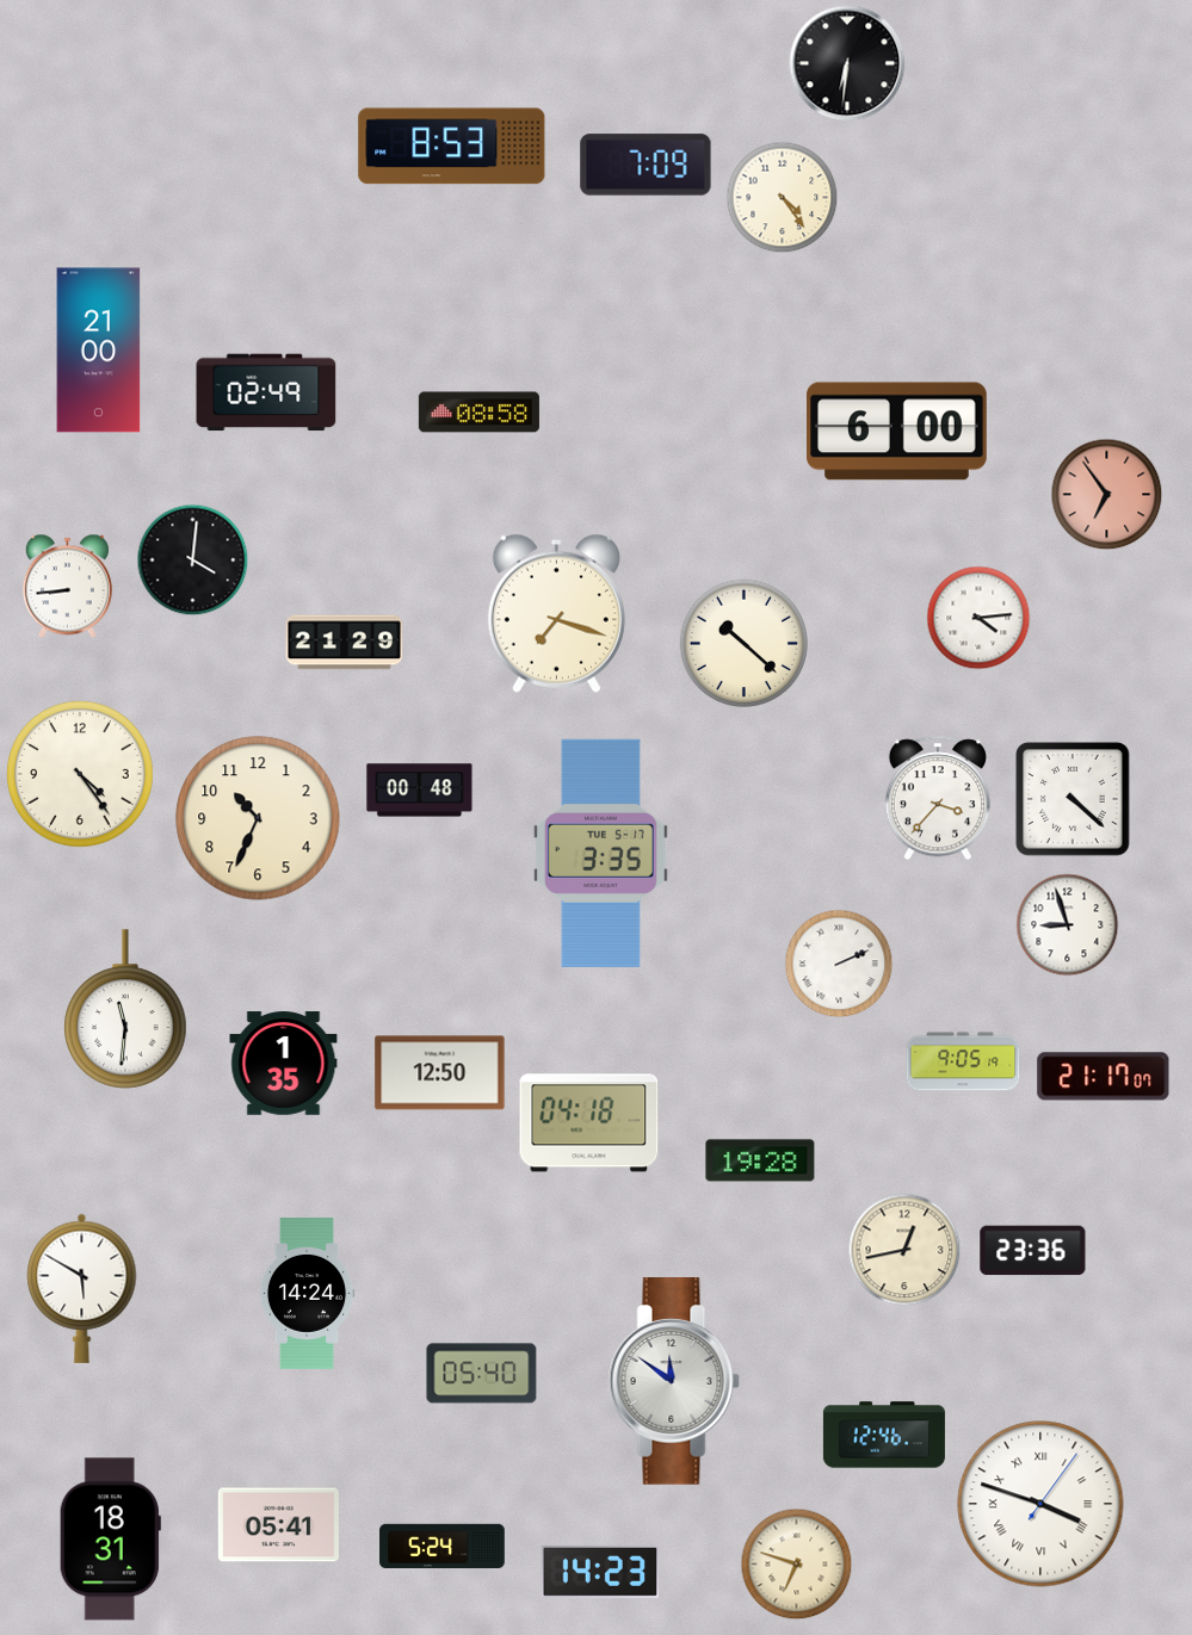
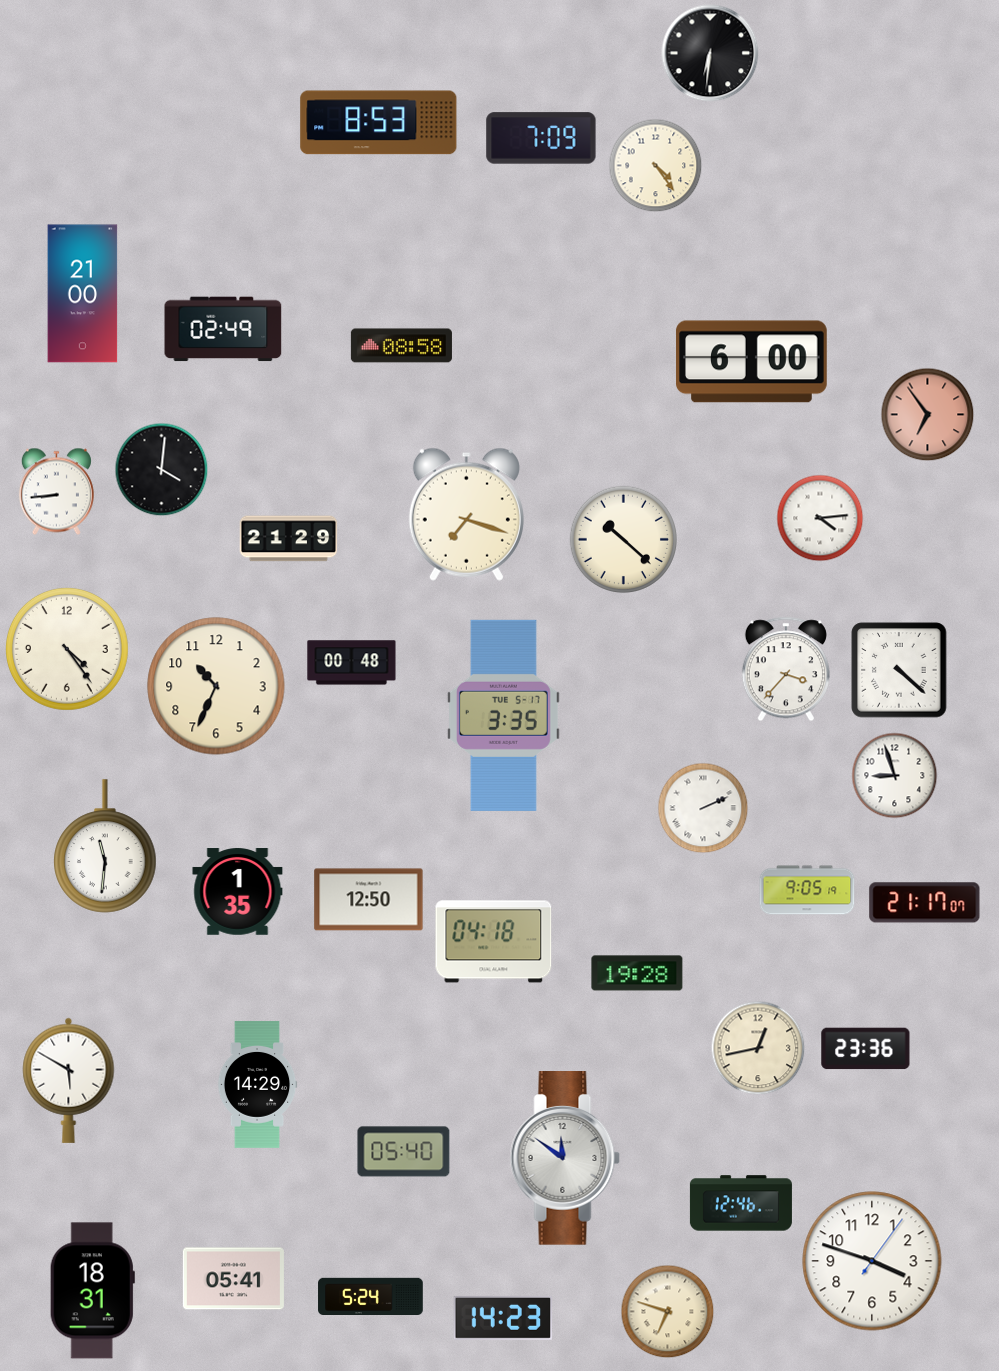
clock at (307, 1294): 14:24 -> 14:29
clock at (1040, 1504) numerals: Roman -> Arabic
